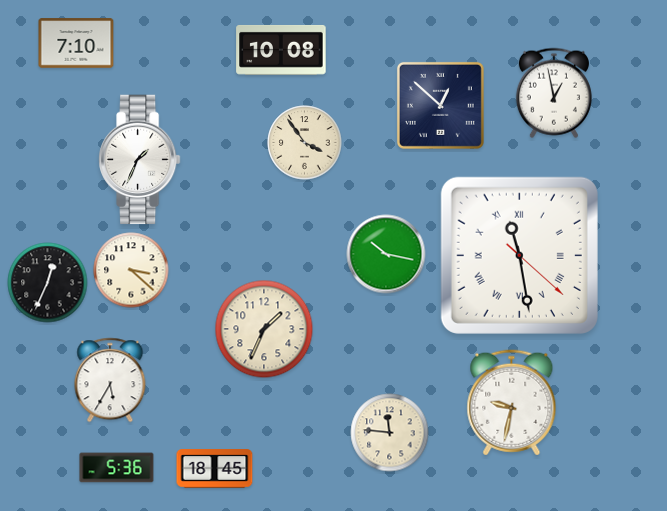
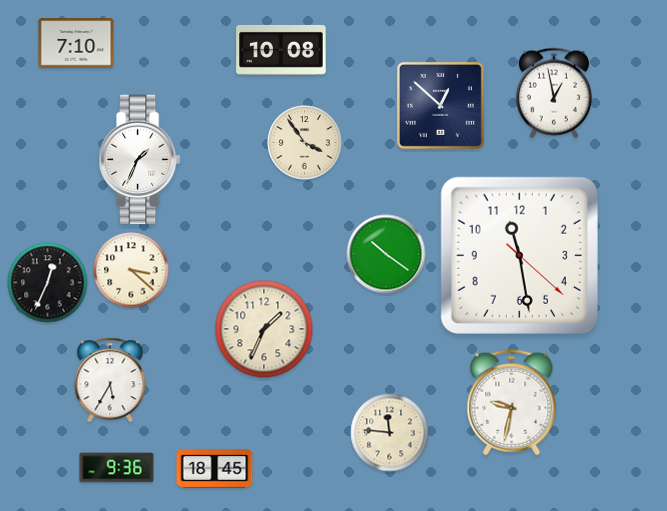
clock at (386, 254): 10:17 -> 10:21
clock at (519, 255) numerals: Roman -> Arabic
clock at (117, 468): 5:36 -> 9:36
